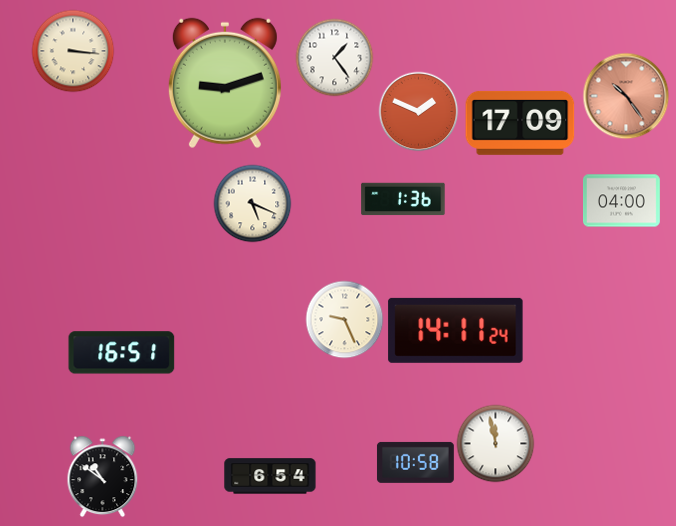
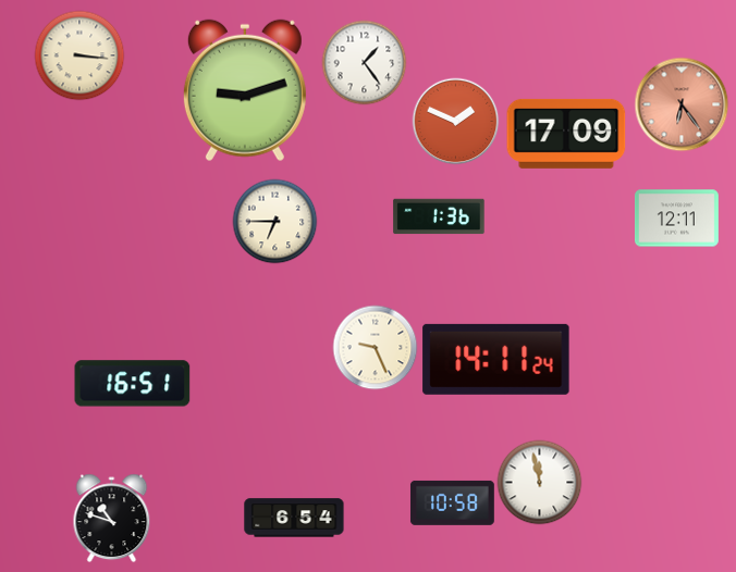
clock at (626, 96): 10:24 -> 6:24
clock at (622, 201): 04:00 -> 12:11
clock at (252, 203): 5:19 -> 6:45
clock at (103, 476): 10:51 -> 10:48
